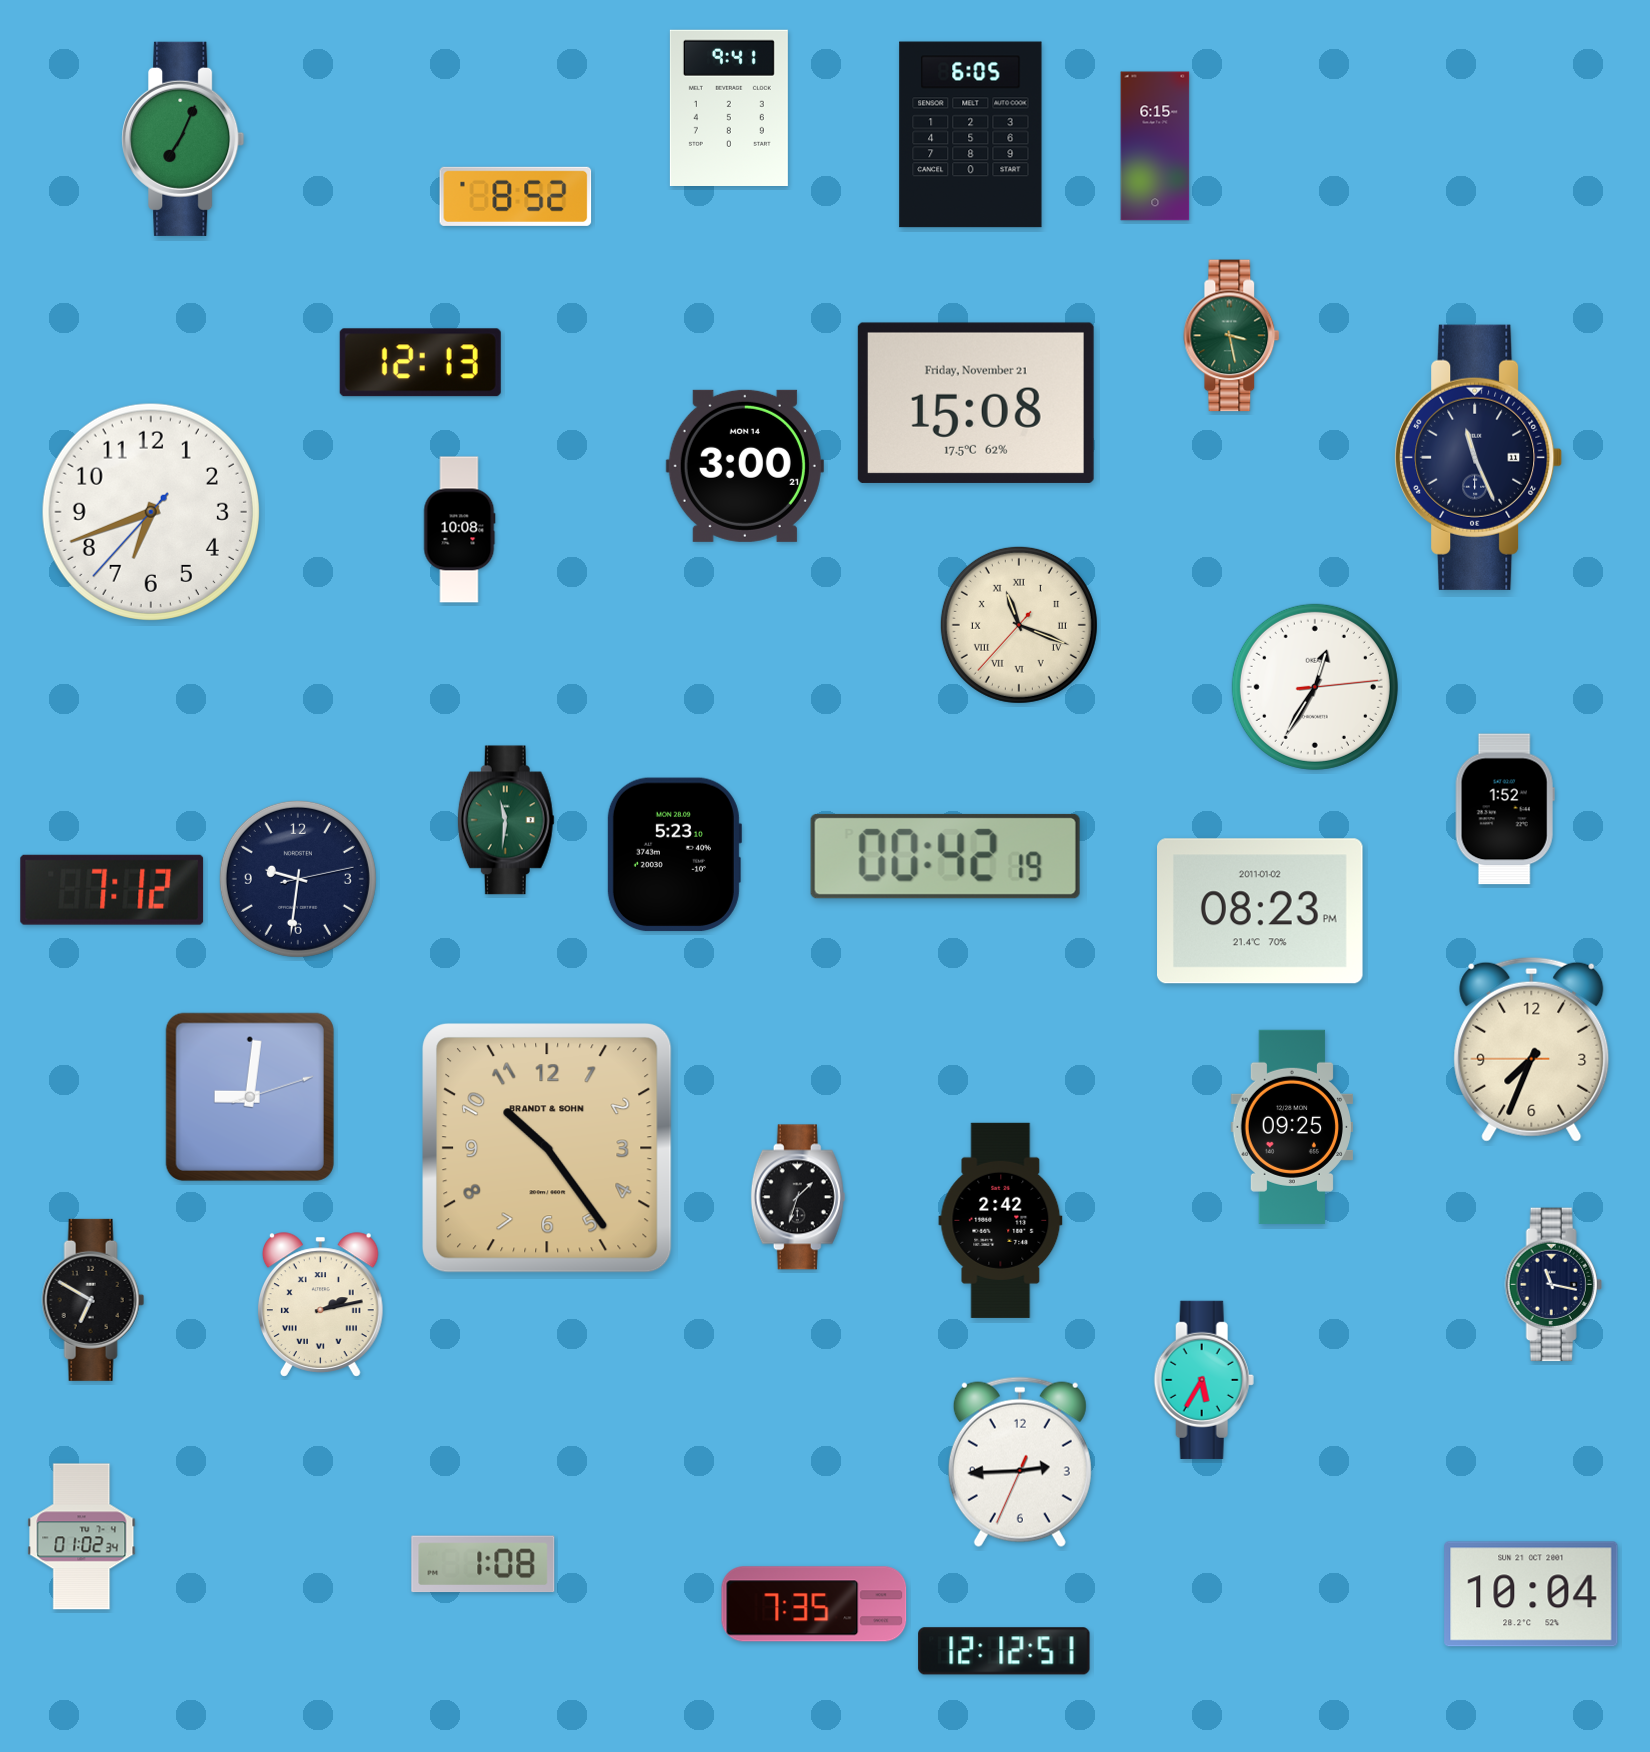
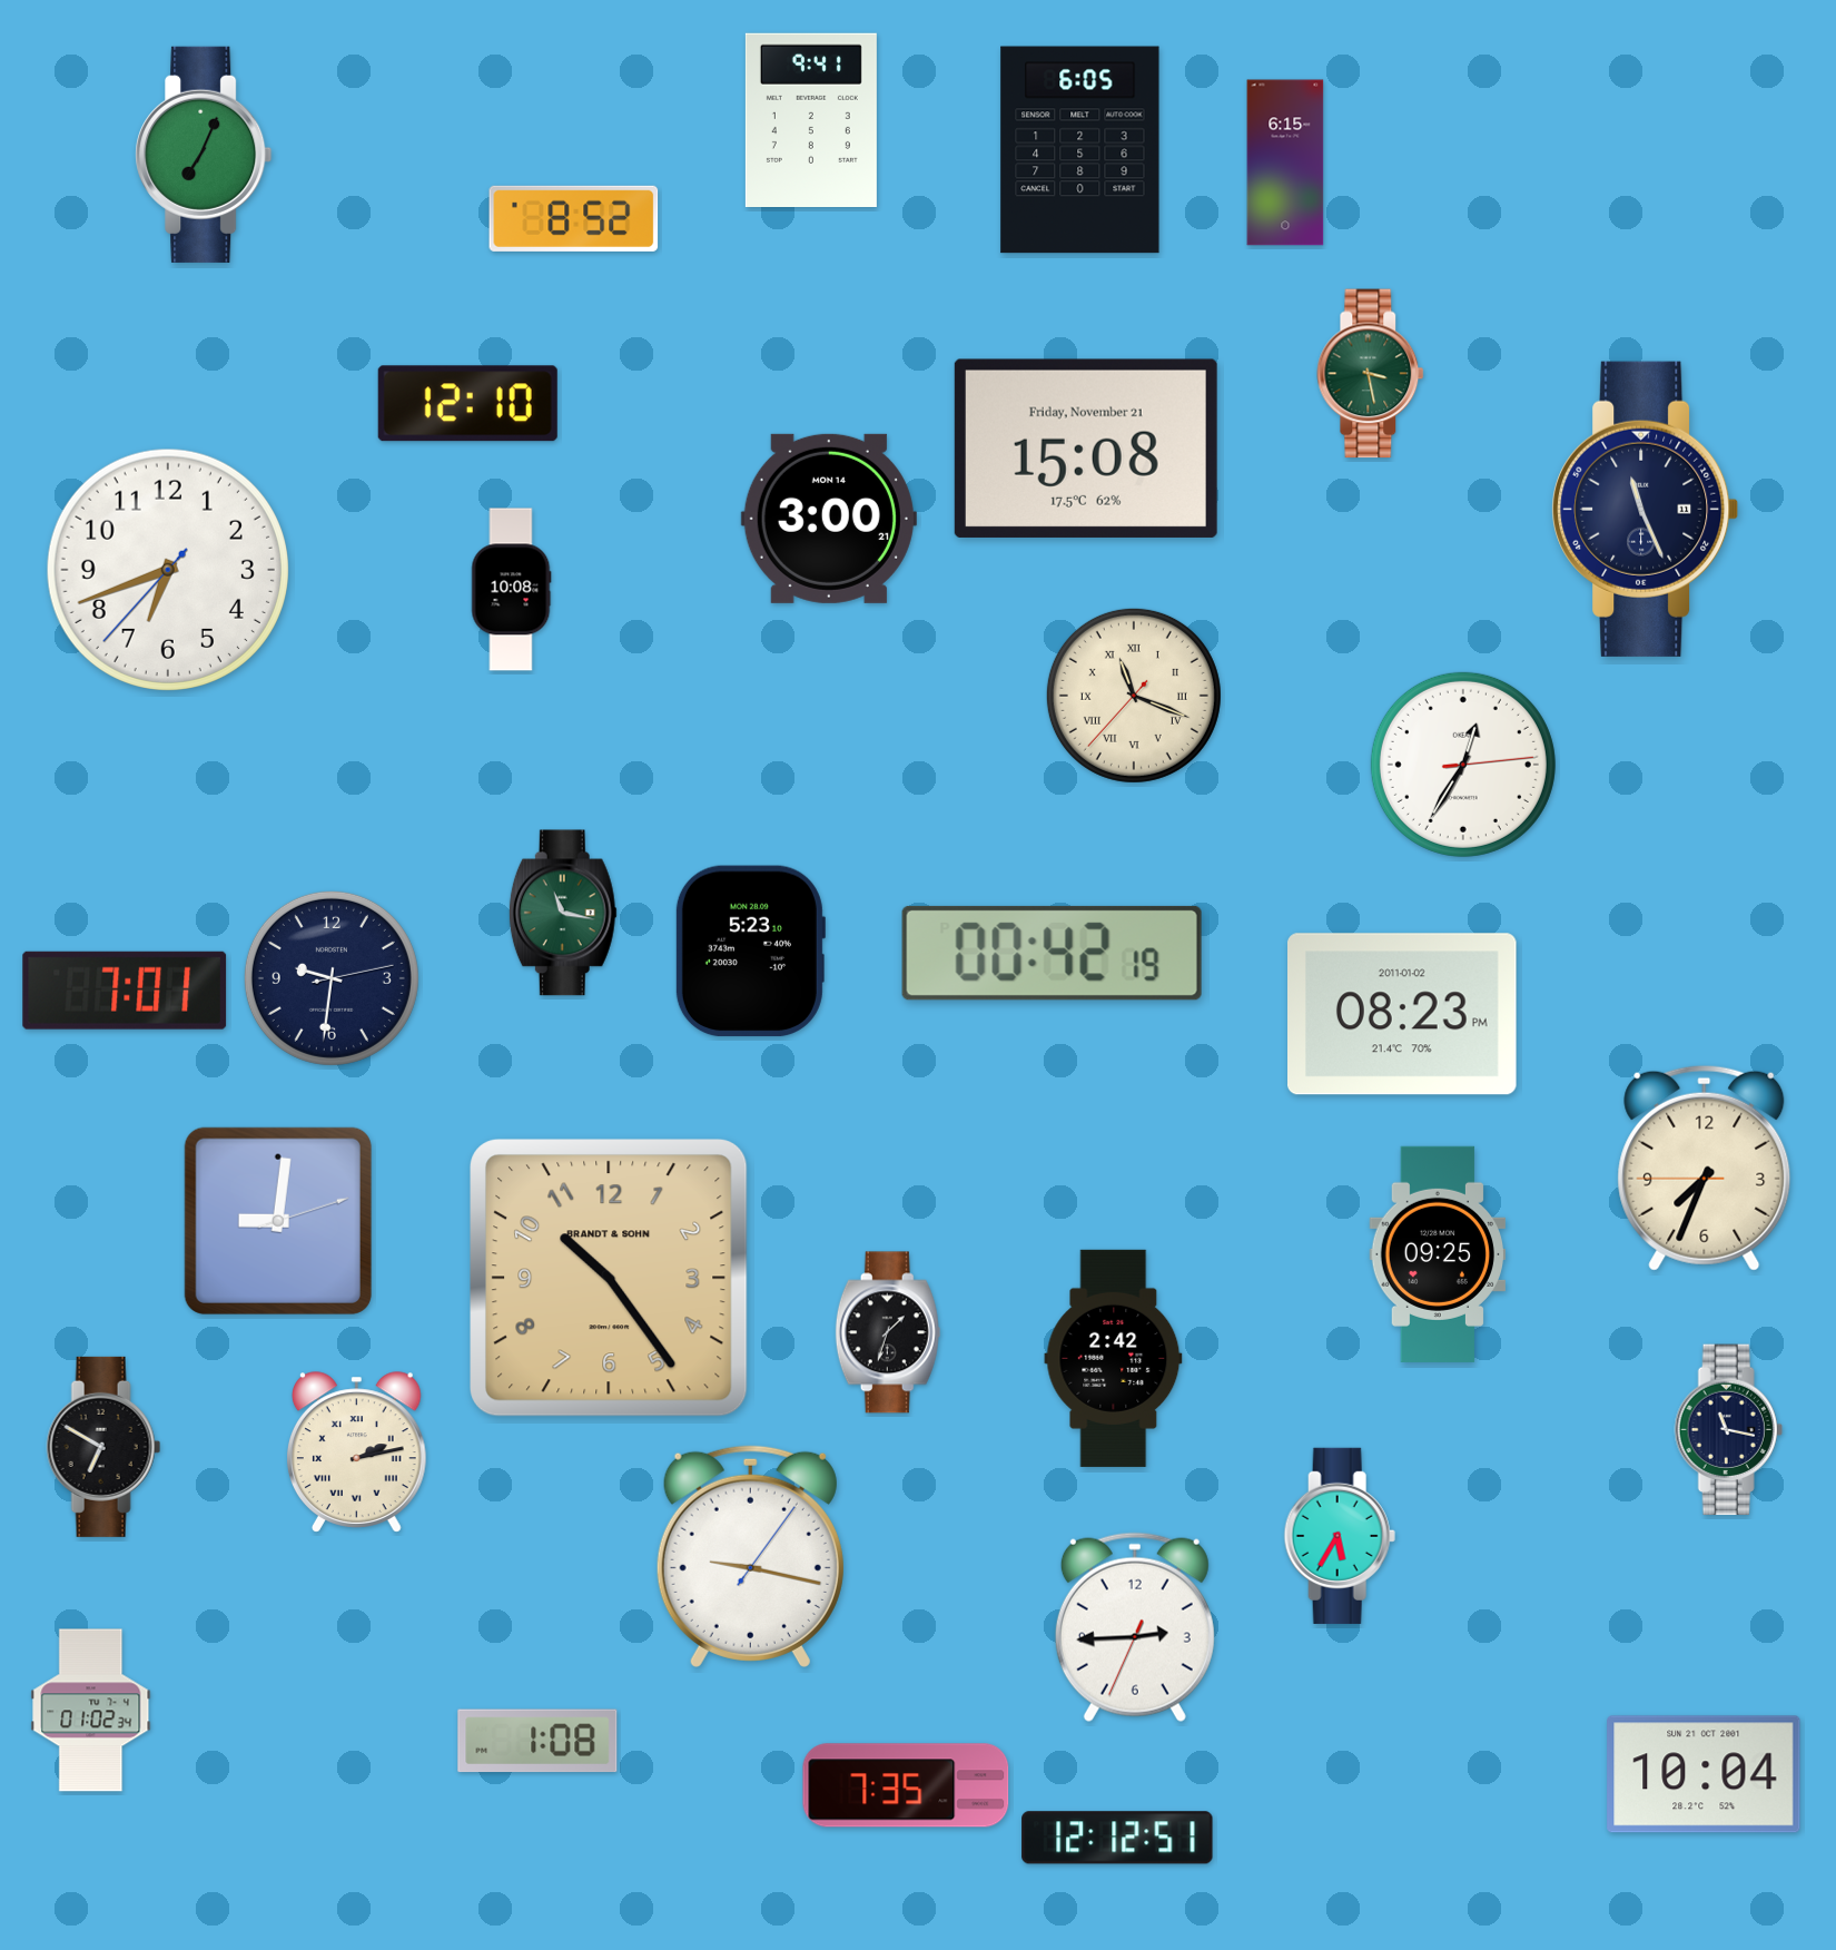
clock at (420, 363): 12:13 -> 12:10
clock at (1505, 809): 1:52 -> none
clock at (506, 820): 11:31 -> 11:17
clock at (112, 890): 7:12 -> 7:01
clock at (750, 1556): none -> 9:17
